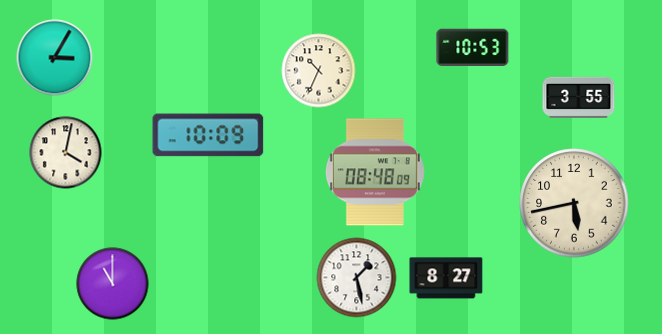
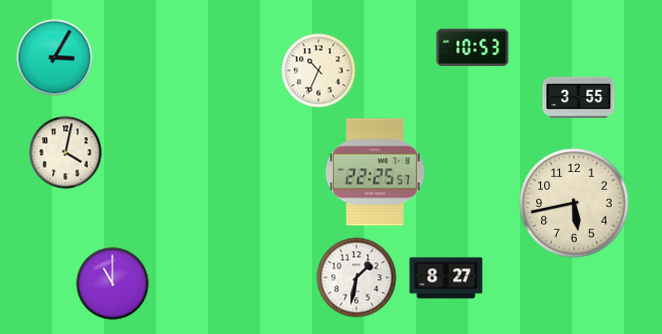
clock at (208, 135): 10:09 -> none
clock at (375, 172): 08:48 -> 22:25
clock at (357, 278): 1:28 -> 1:32
